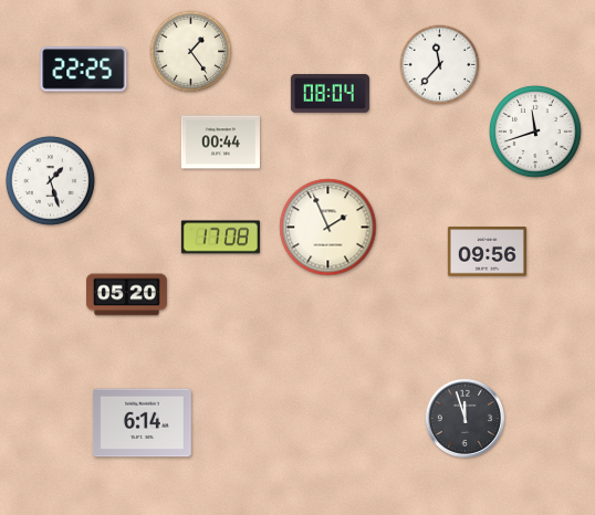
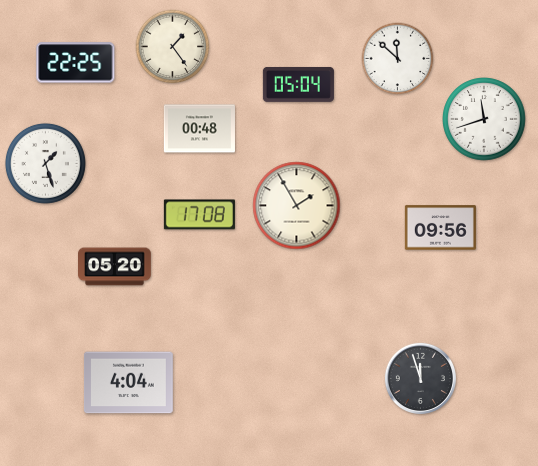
clock at (440, 65): 11:37 -> 11:52
clock at (330, 93): 08:04 -> 05:04
clock at (220, 143): 00:44 -> 00:48
clock at (328, 228): 1:56 -> 1:55
clock at (142, 423): 6:14 -> 4:04
